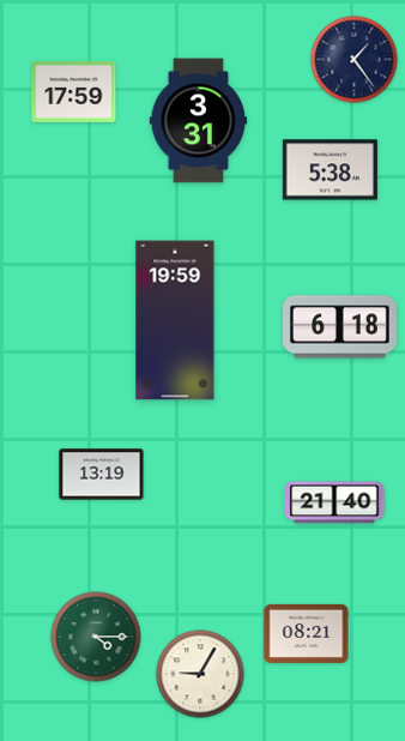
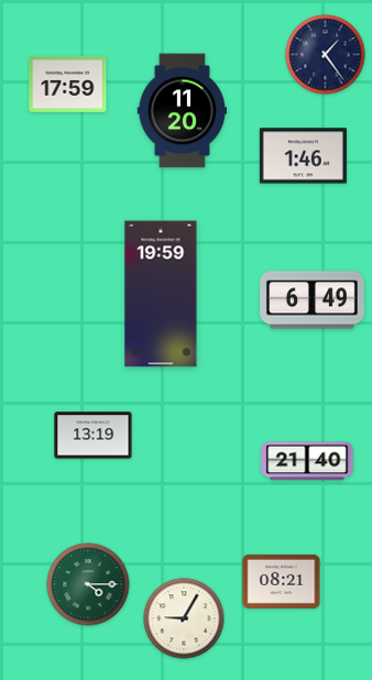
clock at (199, 121): 3:31 -> 11:20
clock at (330, 170): 5:38 -> 1:46
clock at (340, 327): 6:18 -> 6:49
